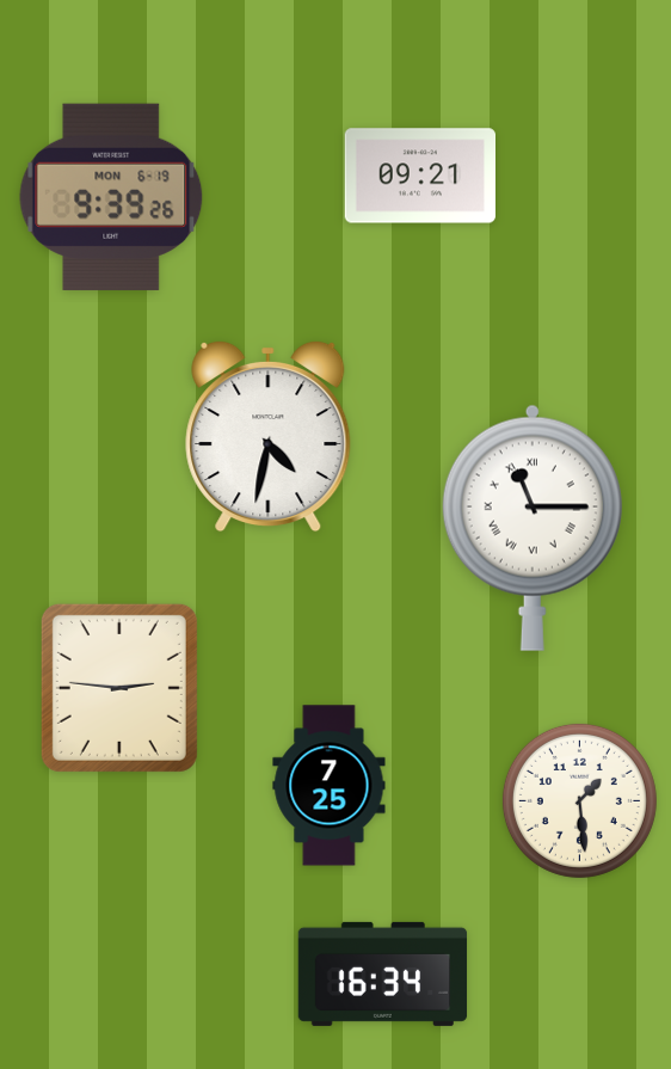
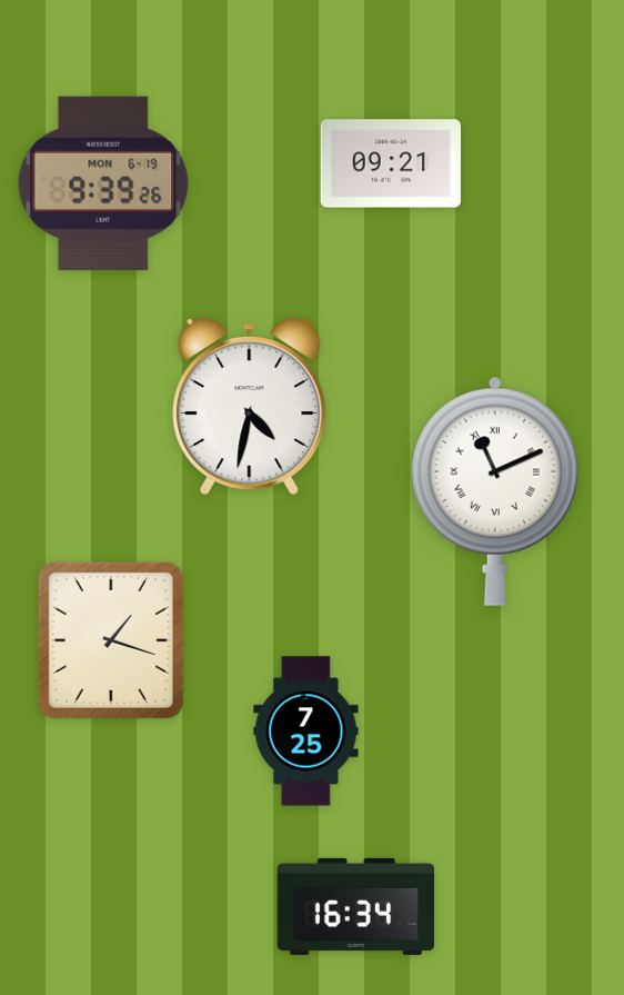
clock at (533, 528): 11:15 -> 11:11
clock at (119, 688): 2:46 -> 1:18
clock at (579, 800): 1:29 -> none
